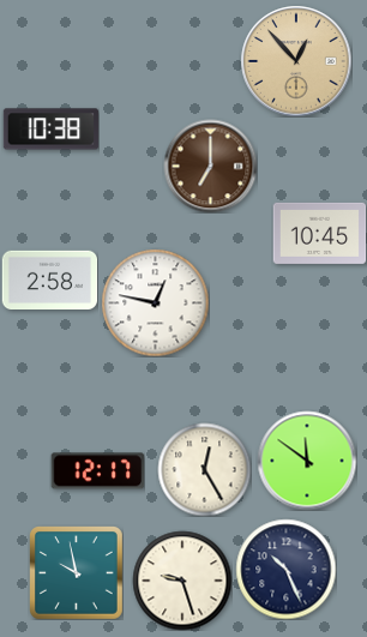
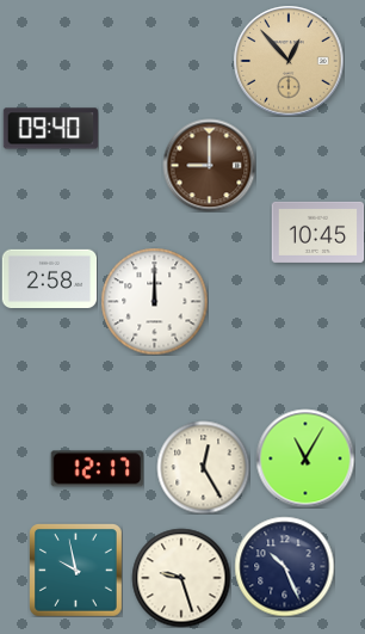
clock at (296, 61) position: (296, 61) -> (289, 61)
clock at (50, 130): 10:38 -> 09:40
clock at (210, 166): 7:00 -> 9:00
clock at (155, 302): 12:47 -> 12:00
clock at (307, 461): 11:51 -> 11:05
